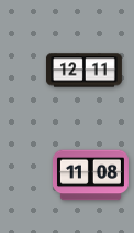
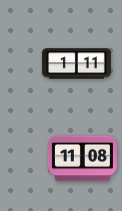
clock at (83, 71): 12:11 -> 1:11
